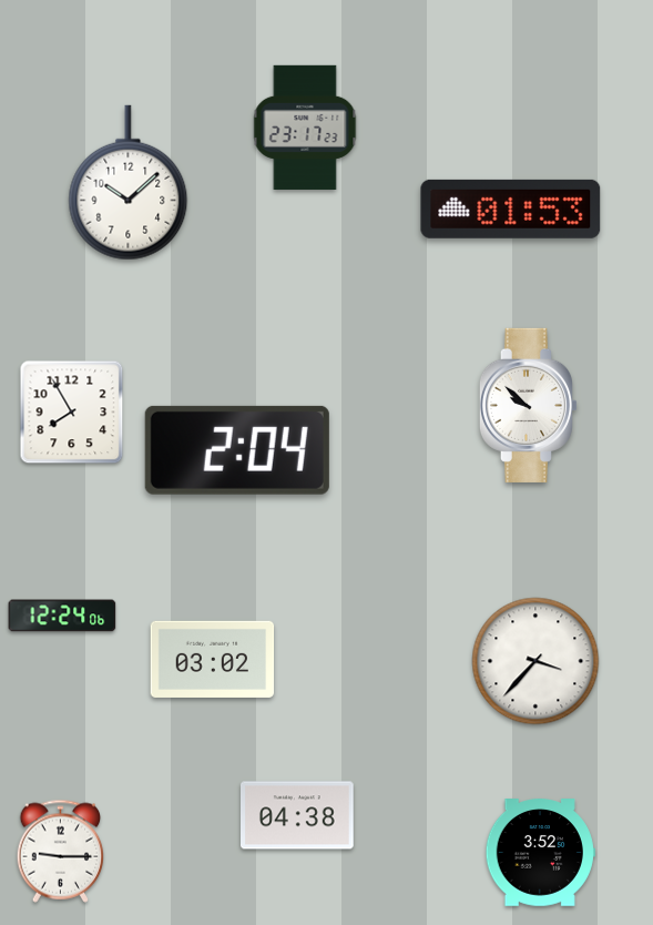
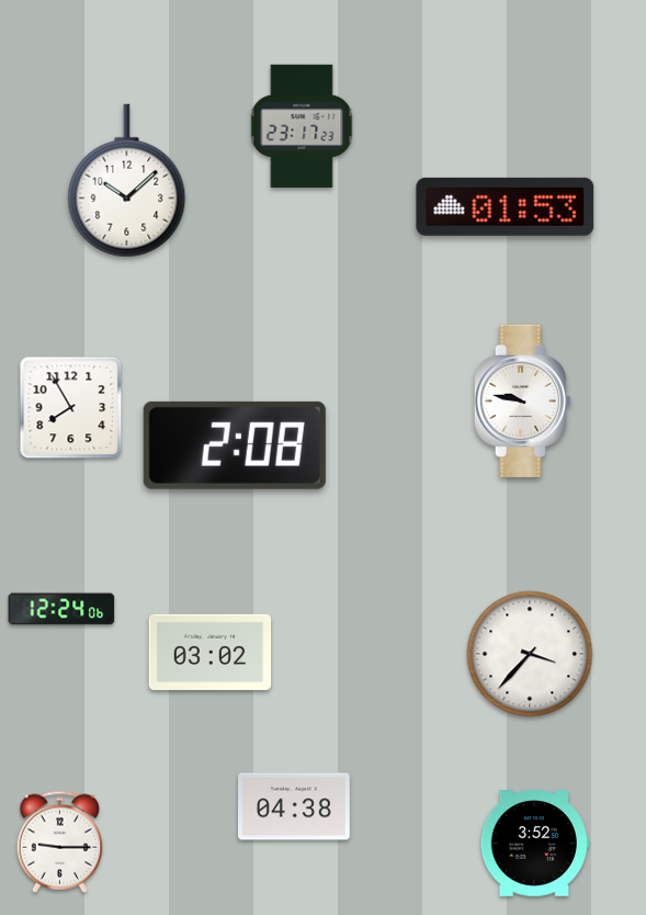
clock at (528, 405): 9:52 -> 9:47
clock at (237, 450): 2:04 -> 2:08
